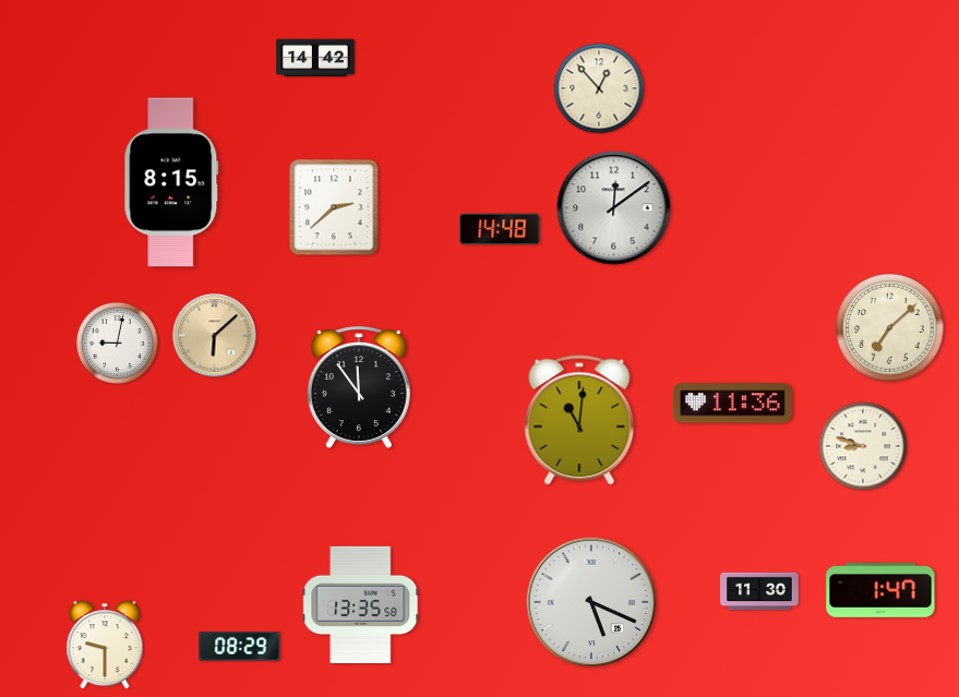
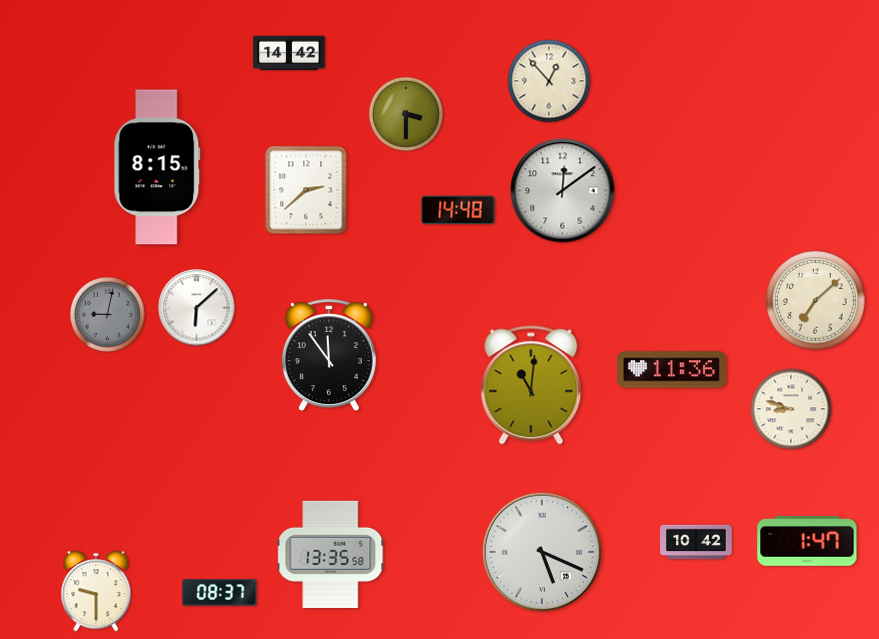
clock at (406, 114): none -> 3:30
clock at (215, 336) dial: champagne -> white
clock at (117, 343) dial: white -> grey
clock at (759, 591): 11:30 -> 10:42
clock at (240, 647): 08:29 -> 08:37
